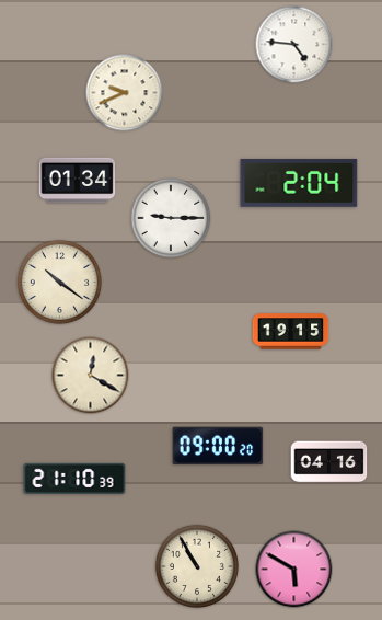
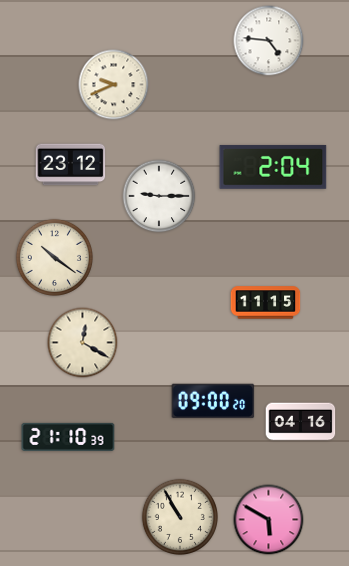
clock at (78, 181): 01:34 -> 23:12
clock at (171, 218) position: (171, 218) -> (159, 196)
clock at (291, 332): 19:15 -> 11:15
clock at (218, 446) position: (218, 446) -> (213, 401)
